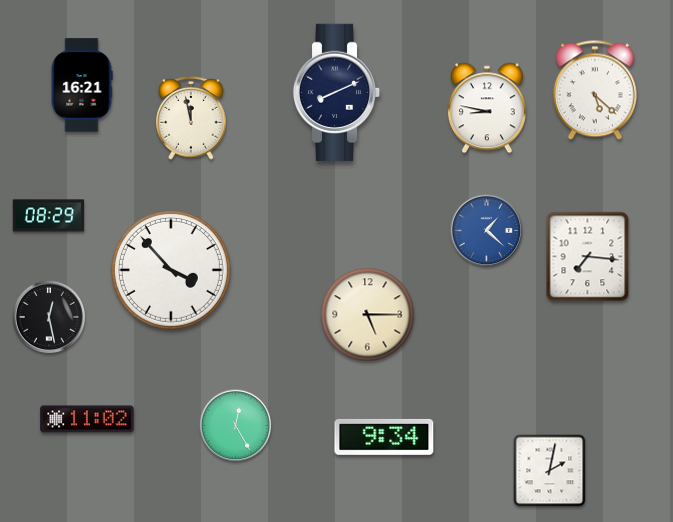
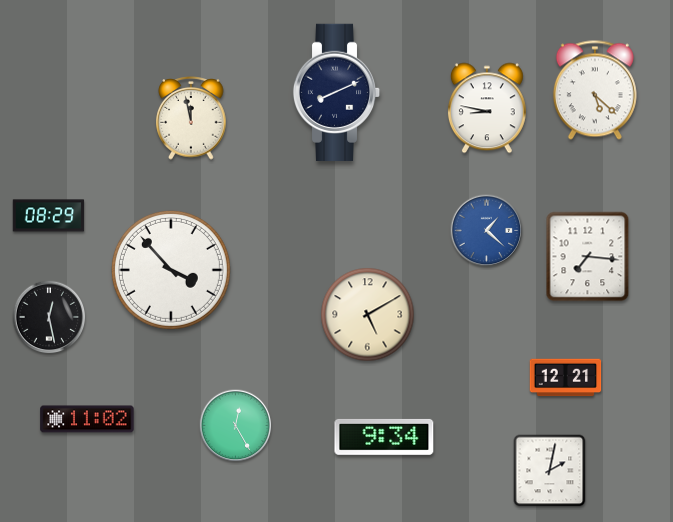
clock at (82, 85): 16:21 -> none
clock at (368, 315): 5:15 -> 5:10
clock at (566, 378): none -> 12:21
